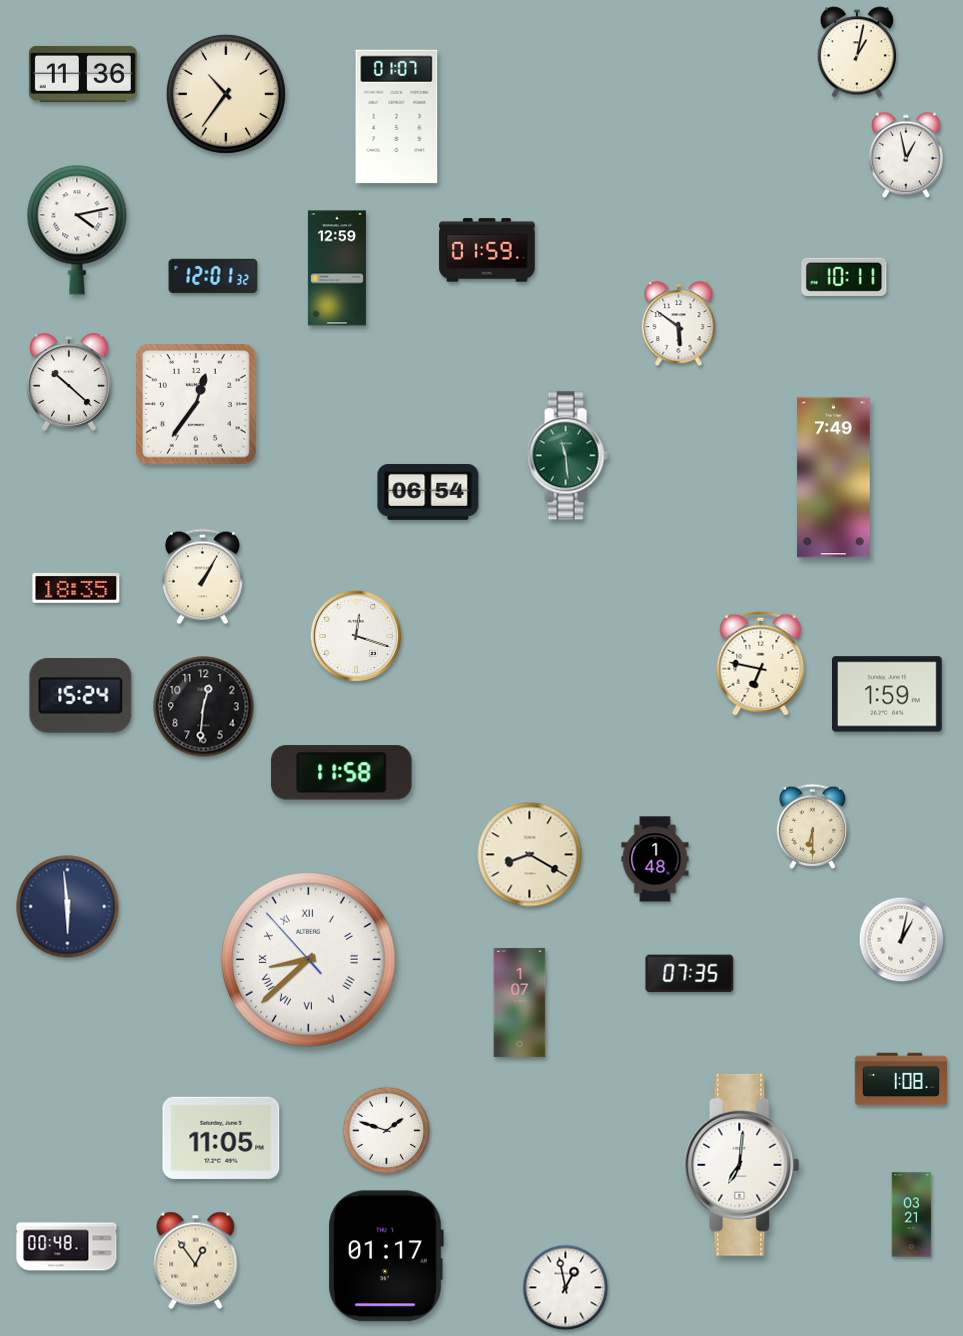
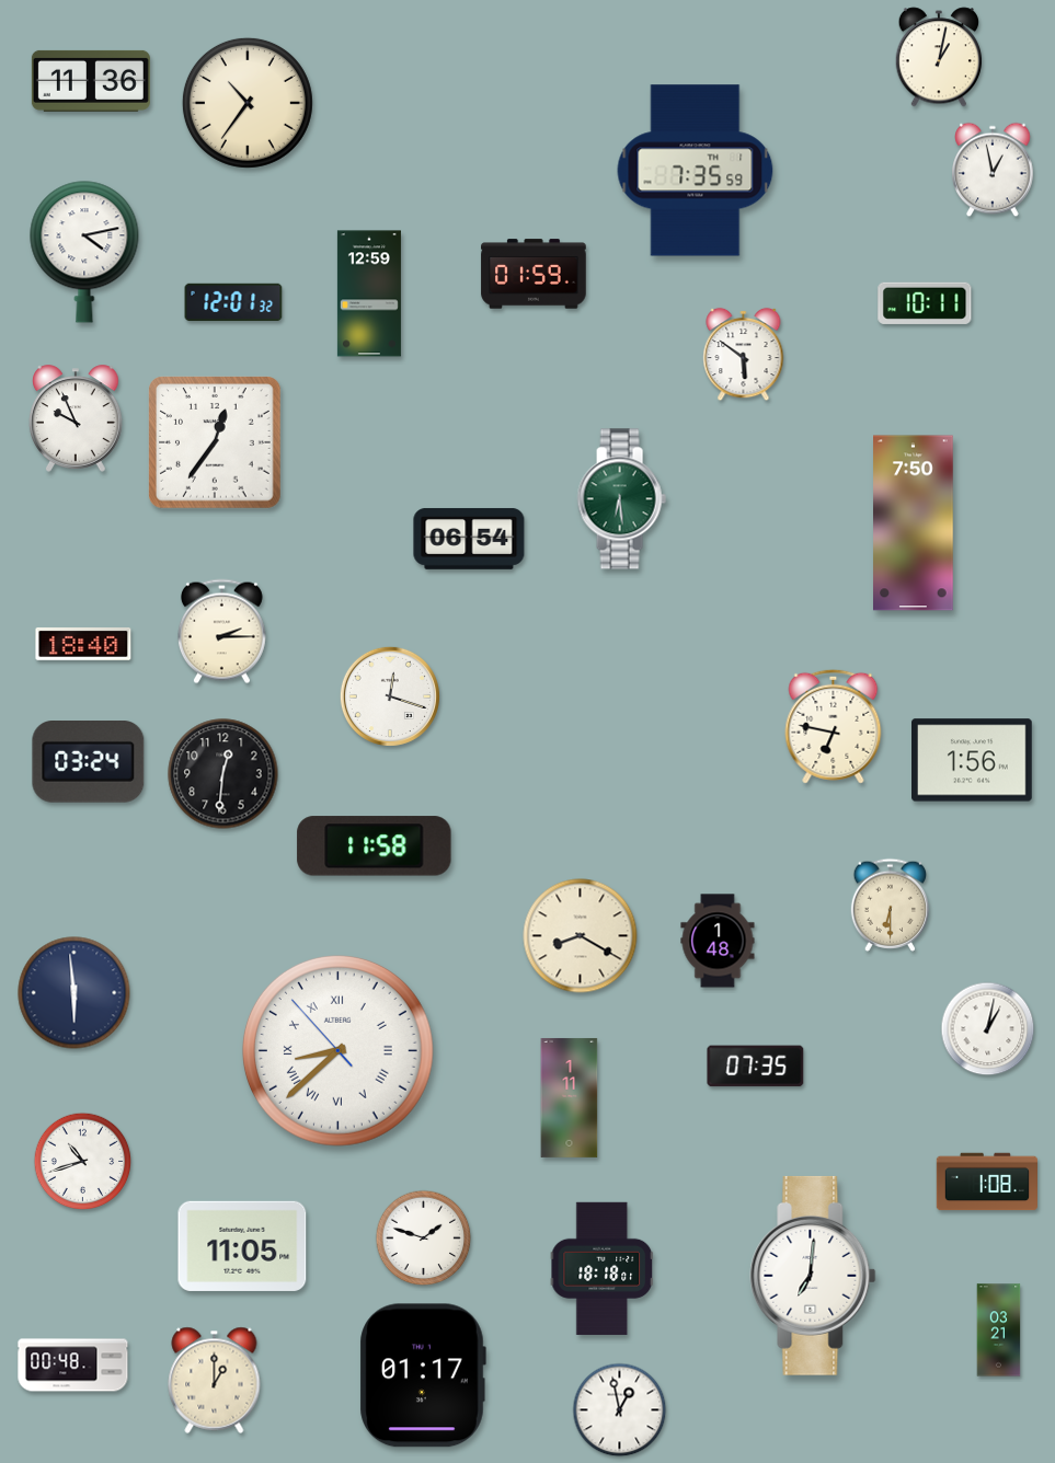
clock at (397, 117): 01:07 -> none
clock at (696, 171): none -> 7:35
clock at (70, 382): 10:22 -> 9:56
clock at (567, 456): 11:29 -> 6:29
clock at (834, 478): 7:49 -> 7:50
clock at (202, 577): 1:05 -> 2:15
clock at (76, 588): 18:35 -> 18:40
clock at (888, 694): 1:59 -> 1:56
clock at (81, 696): 15:24 -> 03:24
clock at (520, 1002): 1:07 -> 1:11
clock at (83, 1162): none -> 10:42
clock at (603, 1268): none -> 18:18
clock at (196, 1260): 12:54 -> 1:00
